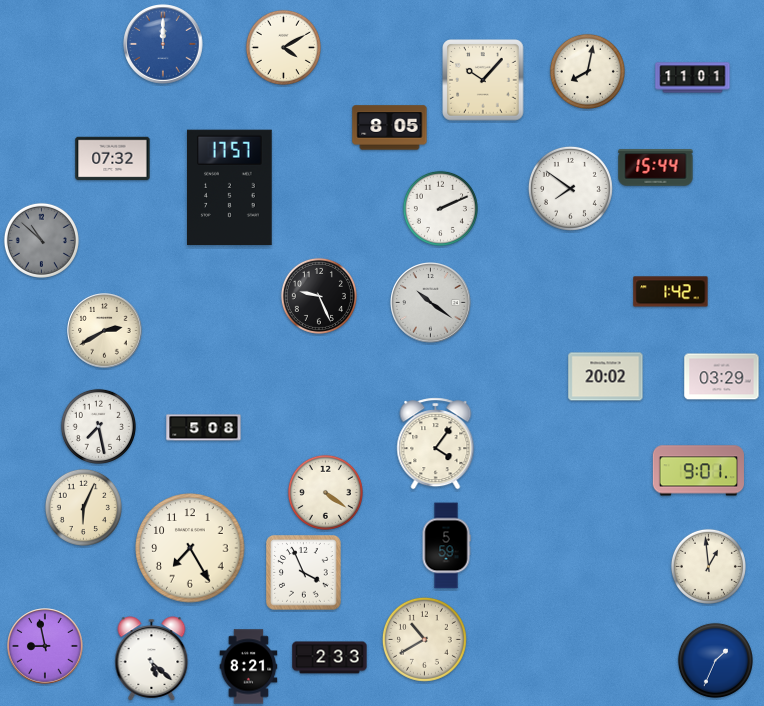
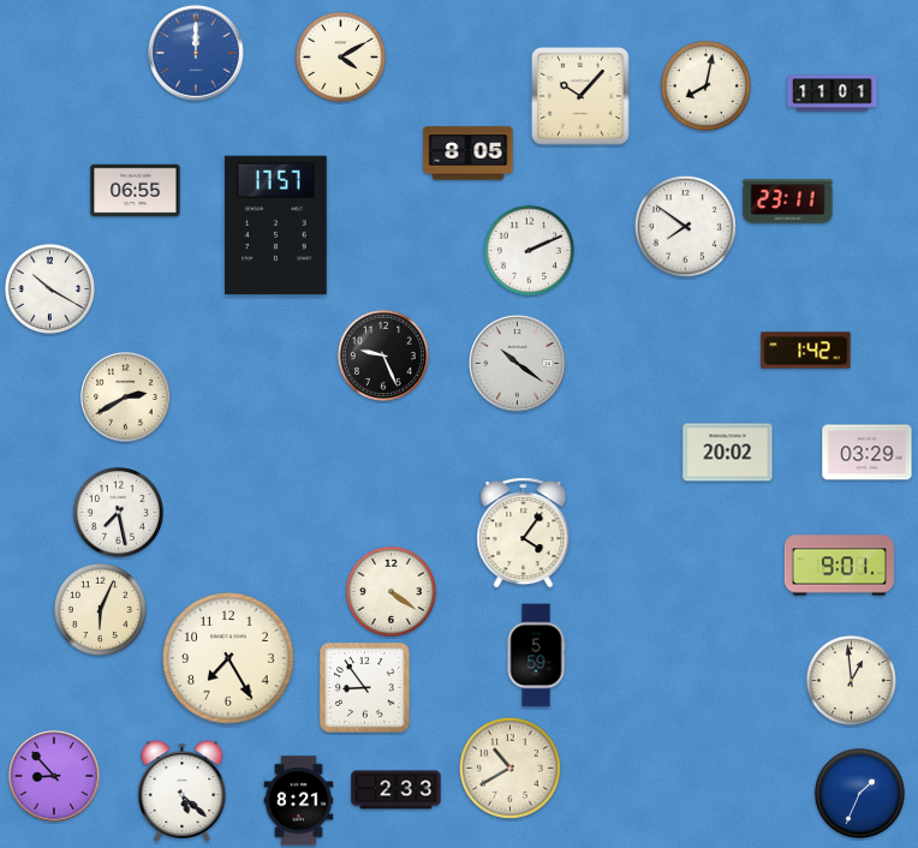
clock at (113, 159): 07:32 -> 06:55
clock at (656, 168): 15:44 -> 23:11
clock at (41, 240): 10:52 -> 10:20
clock at (41, 240) dial: grey -> white
clock at (204, 428): 5:08 -> none
clock at (304, 573): 3:56 -> 8:54
clock at (45, 646): 8:58 -> 8:53
